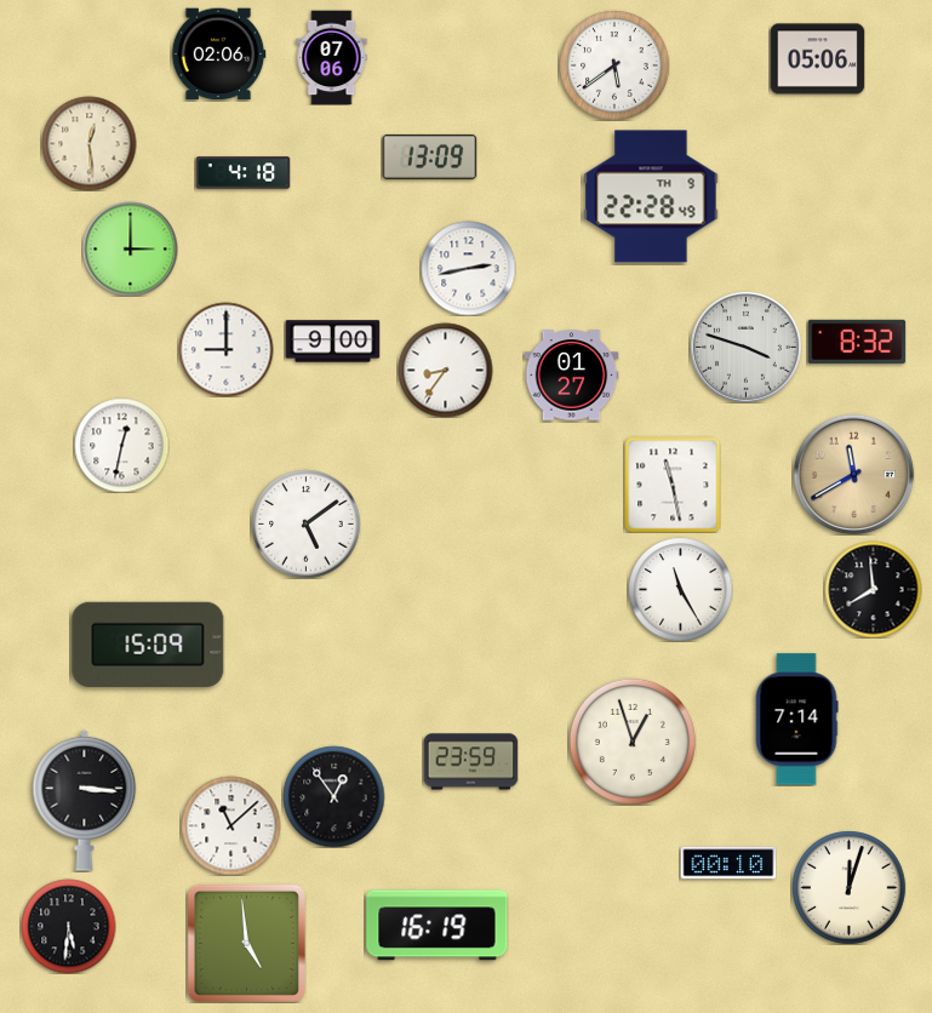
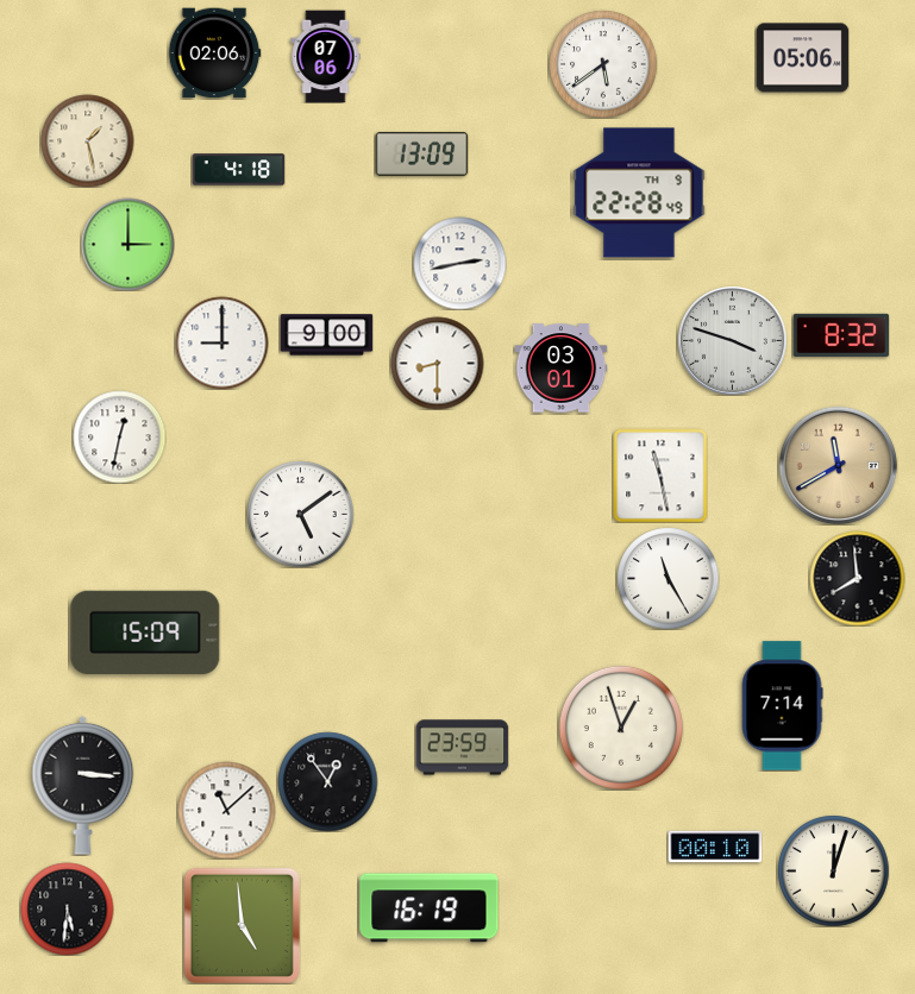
clock at (88, 143): 12:29 -> 1:28
clock at (445, 370): 8:36 -> 8:30
clock at (571, 376): 01:27 -> 03:01
